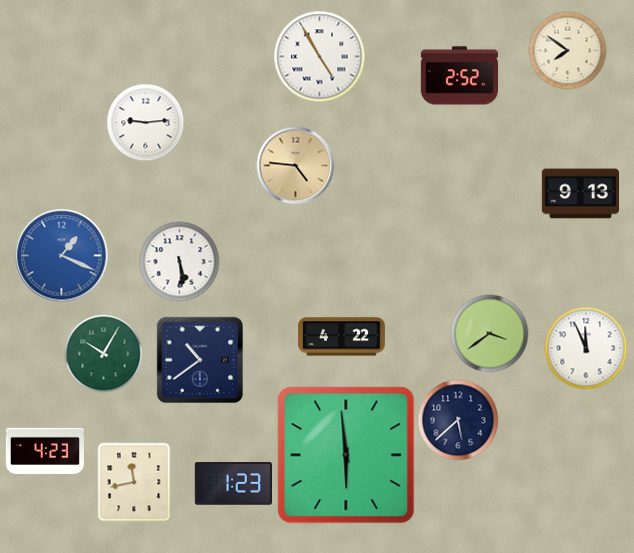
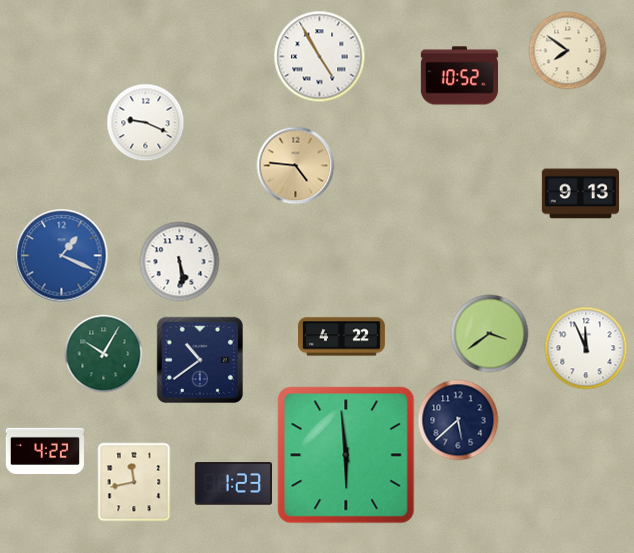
clock at (459, 76): 2:52 -> 10:52
clock at (145, 122): 9:14 -> 9:19
clock at (44, 450): 4:23 -> 4:22
